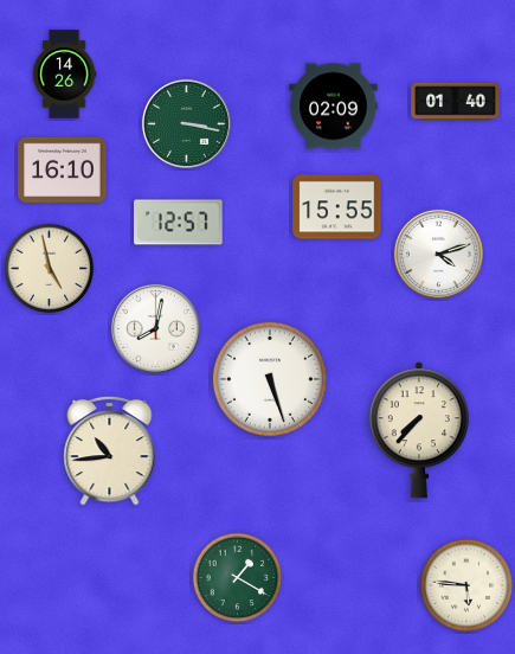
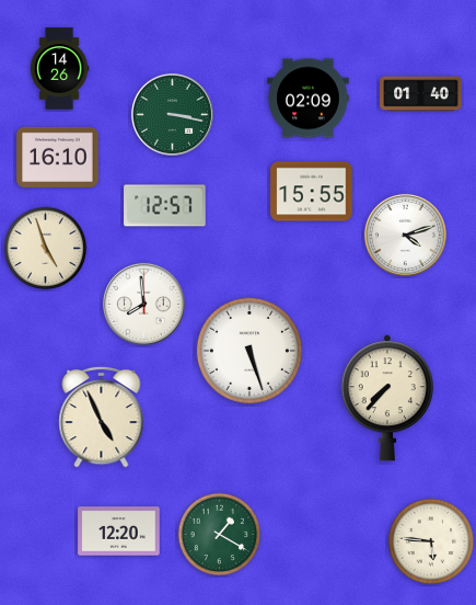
clock at (50, 269): 4:58 -> 4:57
clock at (155, 328): 8:02 -> 7:59
clock at (110, 450): 10:44 -> 4:56
clock at (119, 532): none -> 12:20
